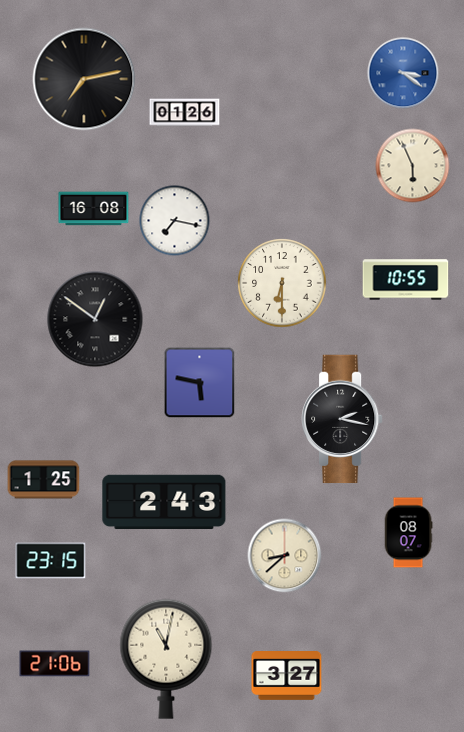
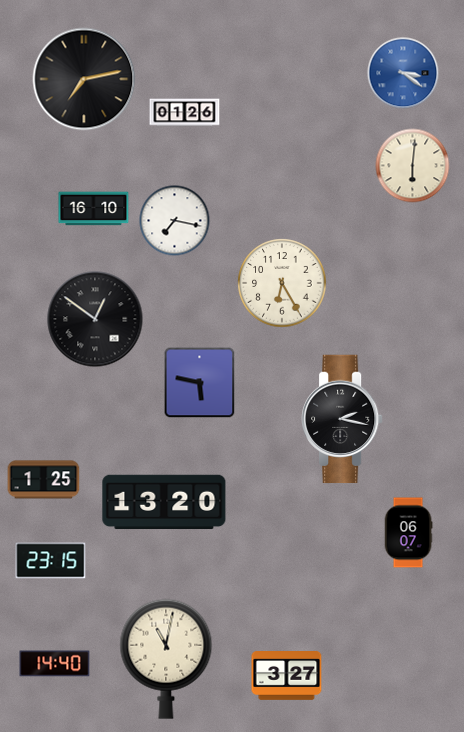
clock at (413, 166): 5:56 -> 6:01
clock at (94, 209): 16:08 -> 16:10
clock at (406, 280): 10:55 -> none
clock at (282, 283): 6:30 -> 6:25
clock at (164, 502): 2:43 -> 13:20
clock at (408, 533): 08:07 -> 06:07
clock at (285, 556): 8:38 -> none
clock at (55, 664): 21:06 -> 14:40
